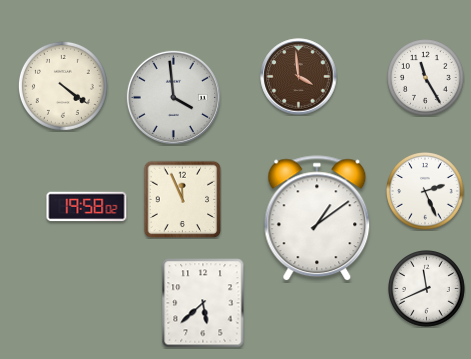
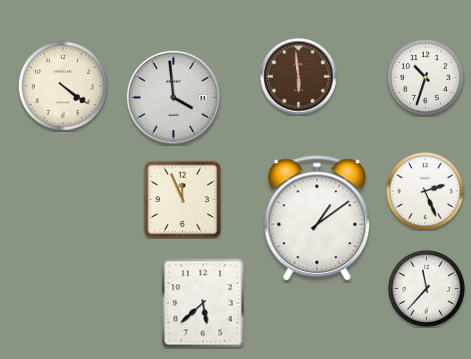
clock at (299, 77): 3:59 -> 5:59
clock at (426, 78): 11:25 -> 10:33
clock at (87, 207): 19:58 -> none
clock at (427, 289): 11:41 -> 11:37
